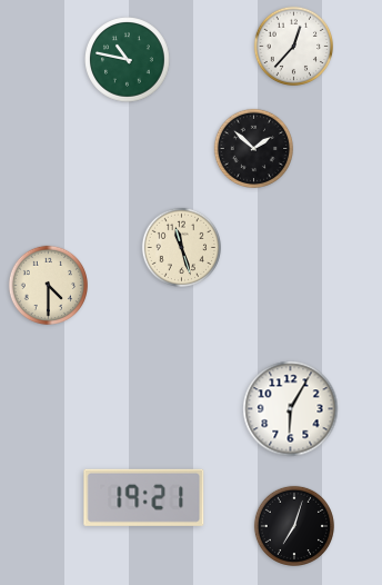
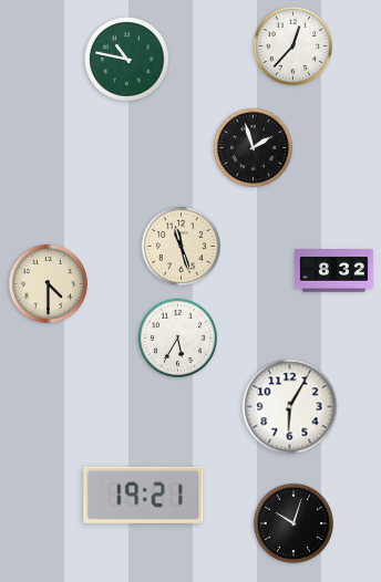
clock at (254, 149): 1:52 -> 1:57
clock at (334, 271): none -> 8:32
clock at (178, 339): none -> 5:35
clock at (294, 526): 7:03 -> 10:03
